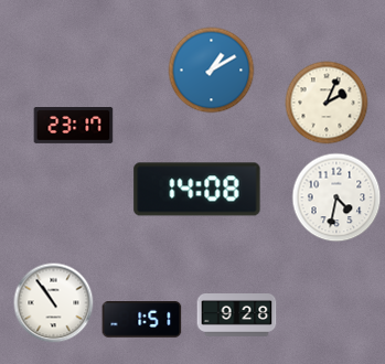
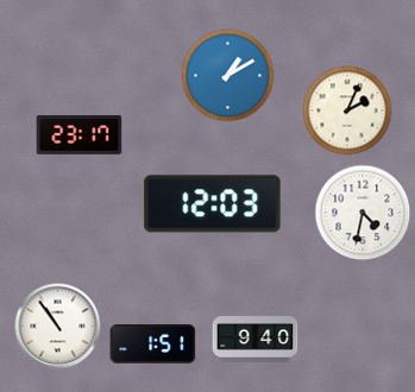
clock at (327, 103) position: (327, 103) -> (347, 110)
clock at (197, 190): 14:08 -> 12:03
clock at (237, 315): 9:28 -> 9:40
